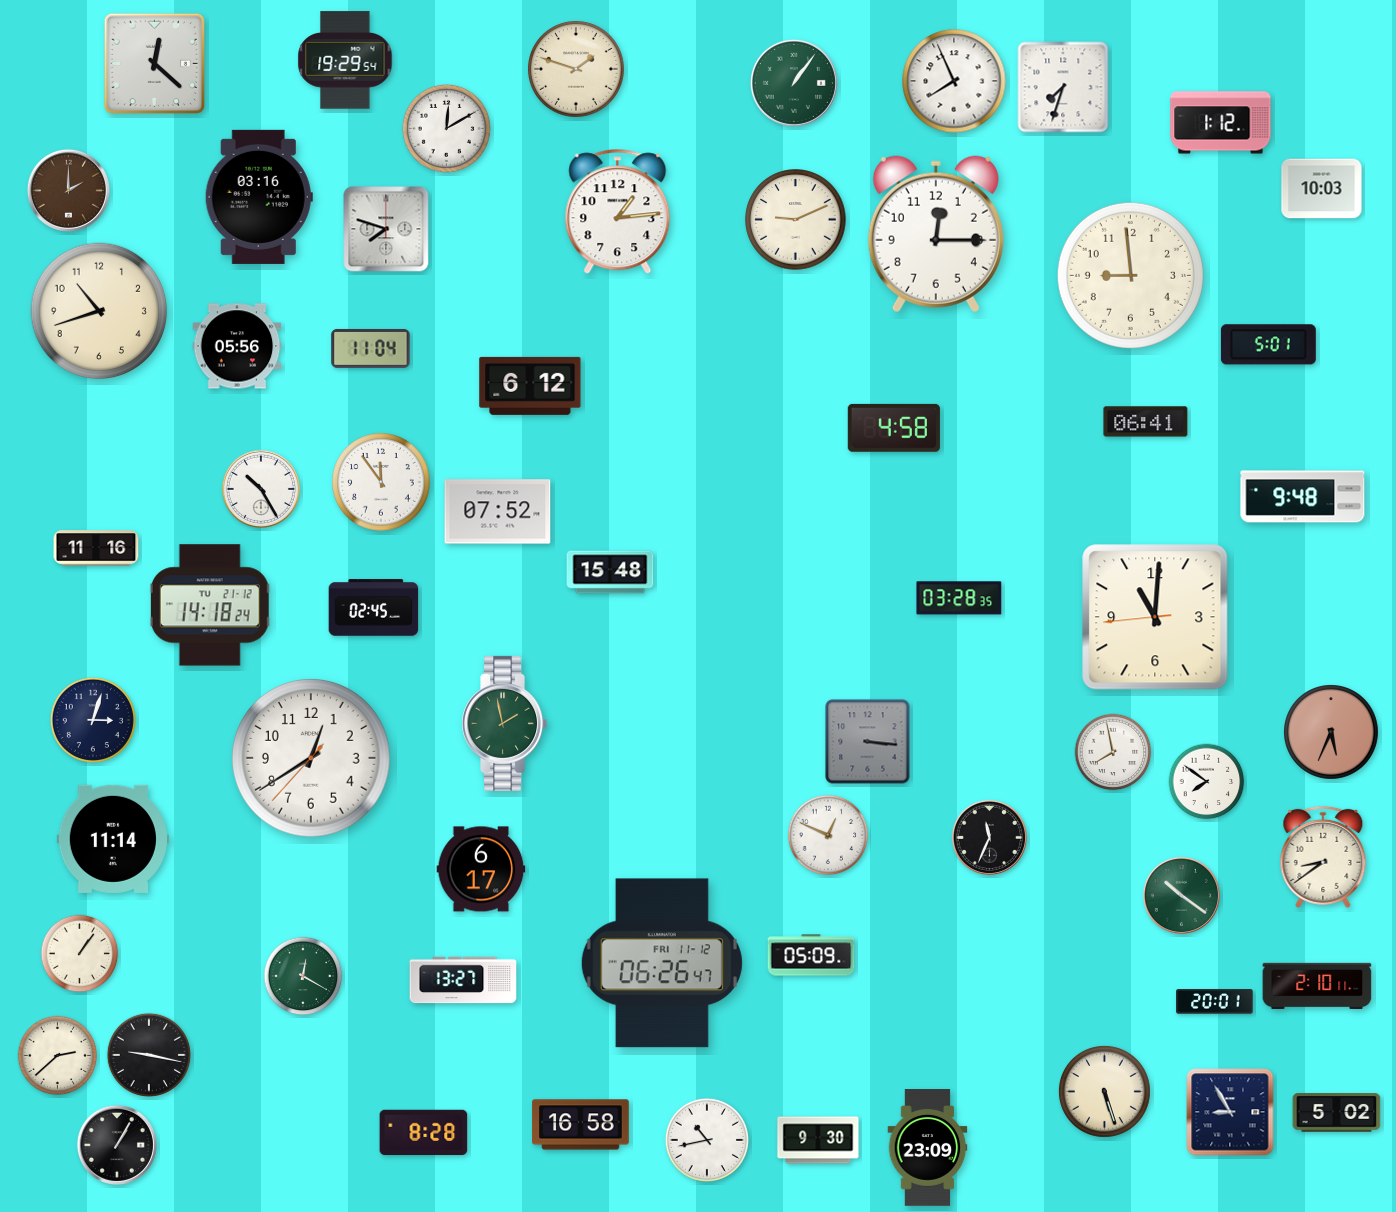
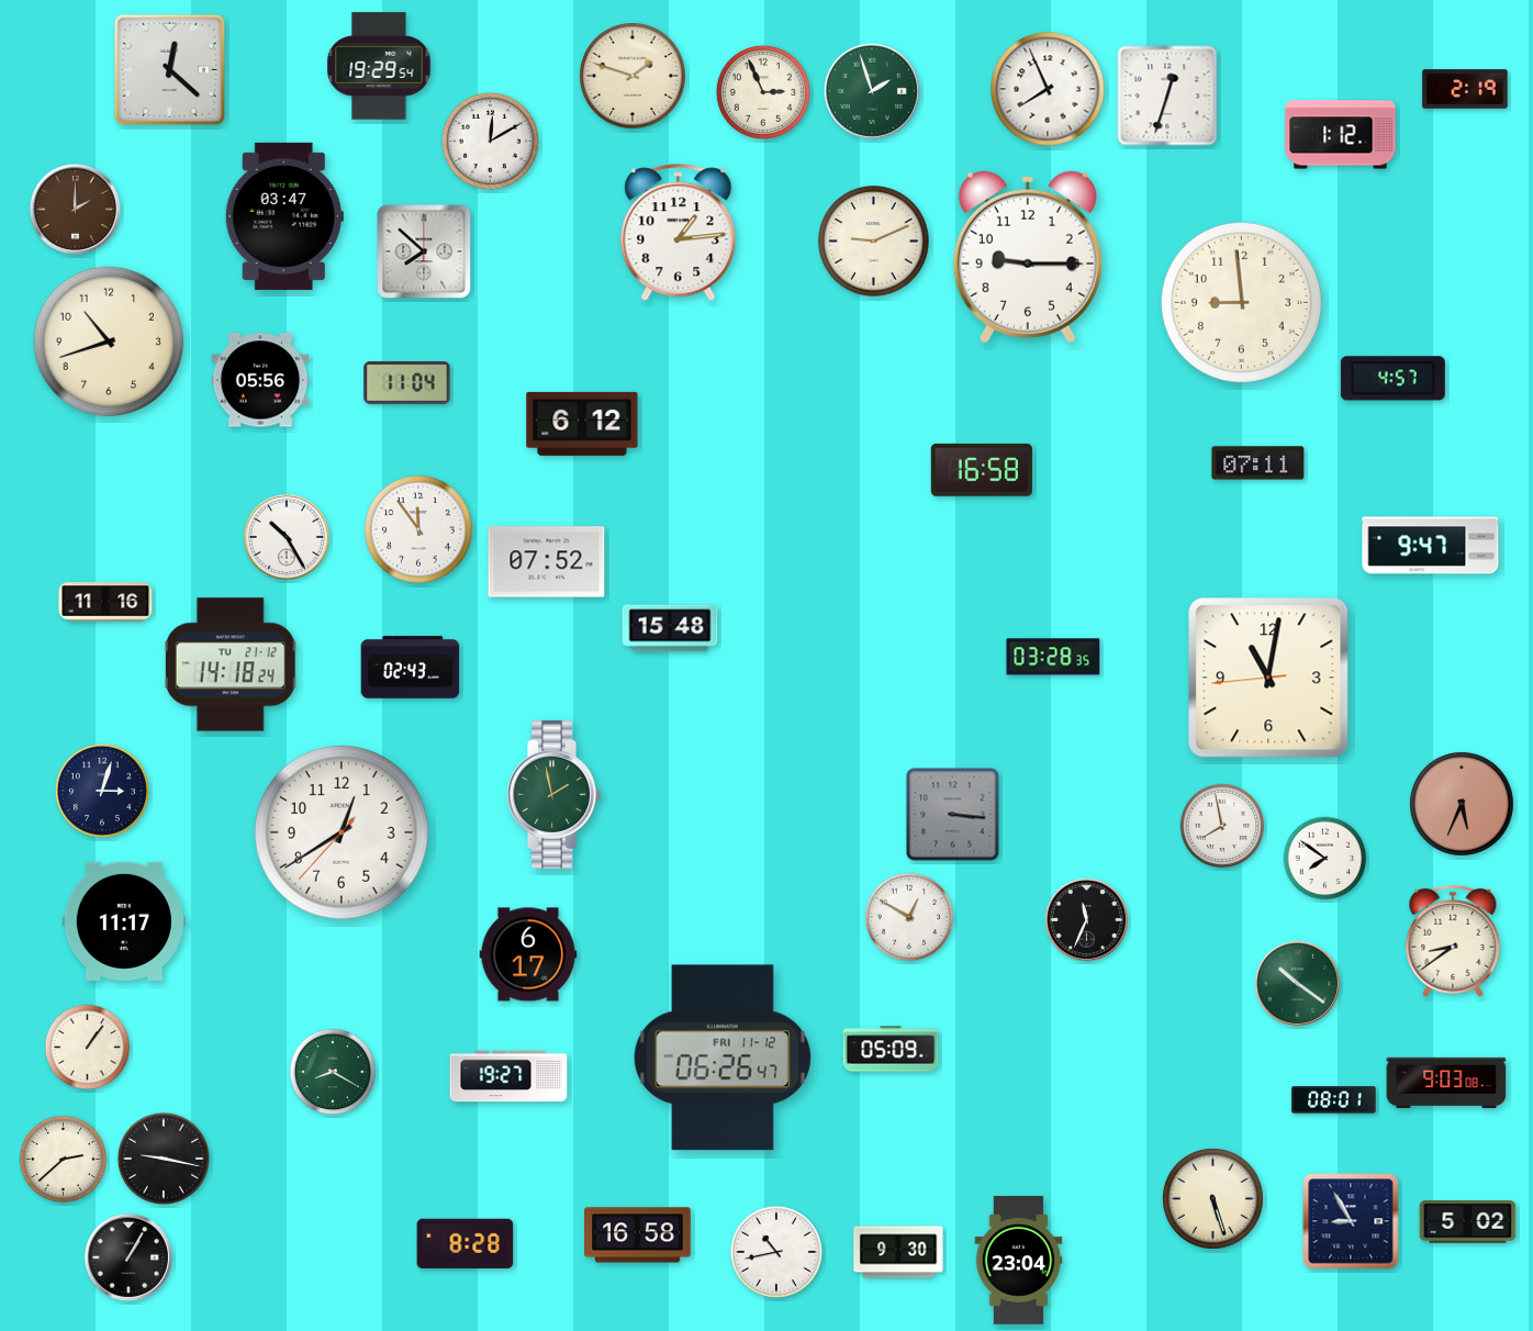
clock at (1465, 89): none -> 2:19
clock at (794, 83): 1:06 -> 1:57
clock at (763, 92): none -> 2:56
clock at (1063, 87): 7:33 -> 12:33
clock at (1322, 189): 10:03 -> none
clock at (259, 197): 03:16 -> 03:47
clock at (386, 229): 7:48 -> 7:52
clock at (936, 234): 12:15 -> 9:15
clock at (1268, 345): 5:01 -> 4:57
clock at (1146, 422): 06:41 -> 07:11
clock at (894, 428): 4:58 -> 16:58
clock at (1303, 497): 9:48 -> 9:47
clock at (374, 608): 02:45 -> 02:43
clock at (1155, 617): 11:00 -> 11:01
clock at (828, 835): 12:49 -> 12:50
clock at (113, 839): 11:14 -> 11:17
clock at (662, 963) position: (662, 963) -> (723, 1058)
clock at (303, 976): 12:20 -> 8:20
clock at (463, 980): 13:27 -> 19:27
clock at (1317, 986): 2:10 -> 9:03
clock at (1215, 1002): 20:01 -> 08:01
clock at (928, 1148): 23:09 -> 23:04
